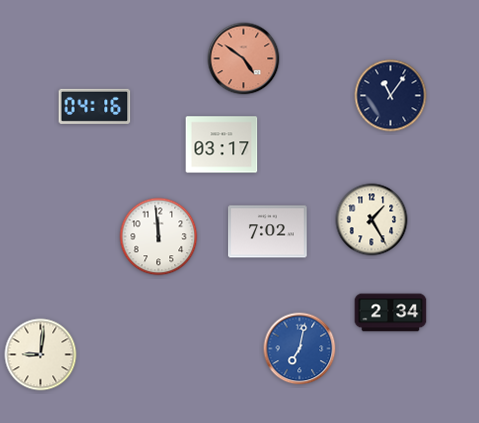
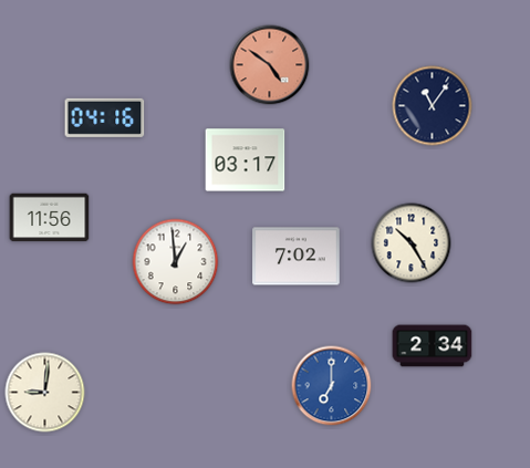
clock at (50, 218): none -> 11:56
clock at (372, 220): 1:25 -> 10:25
clock at (159, 237): 11:59 -> 12:59
clock at (300, 349): 7:02 -> 7:00
